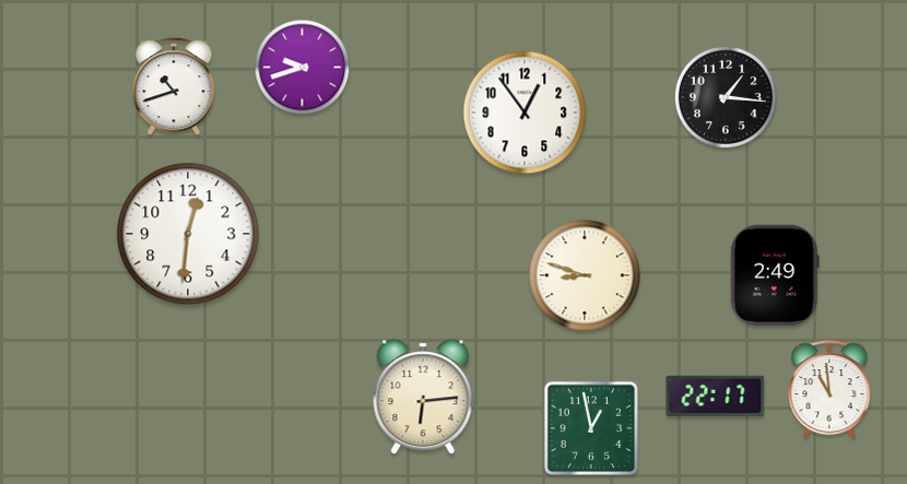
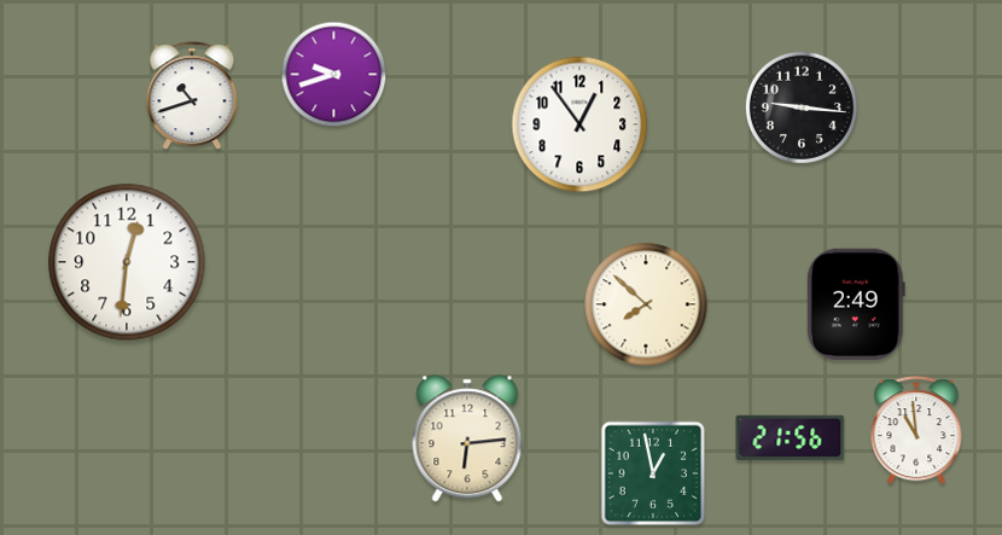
clock at (726, 97): 1:16 -> 9:16
clock at (188, 234) position: (188, 234) -> (127, 262)
clock at (585, 275): 8:48 -> 7:52
clock at (716, 396): 22:17 -> 21:56
